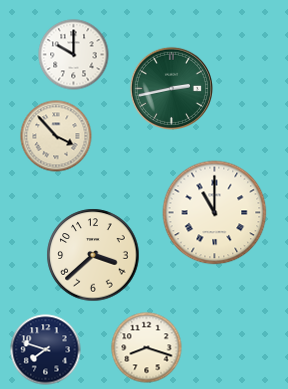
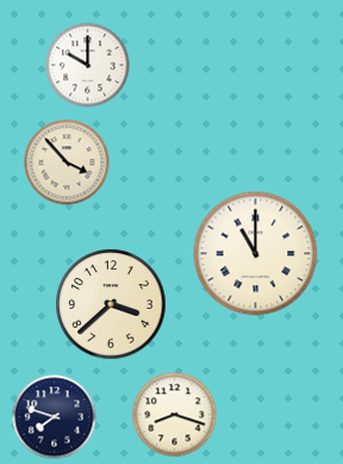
clock at (171, 88): 2:43 -> none
